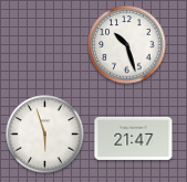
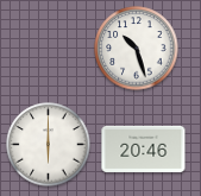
clock at (45, 135): 5:57 -> 6:00
clock at (134, 138): 21:47 -> 20:46
